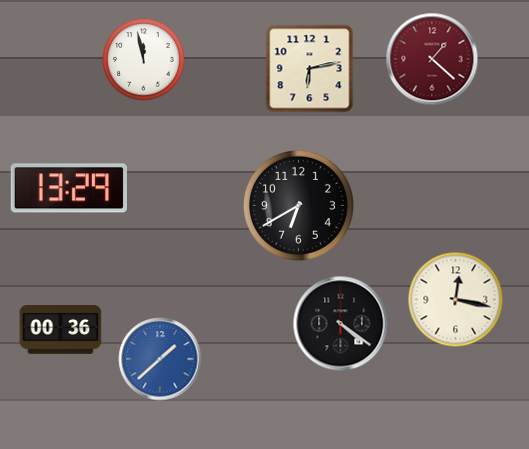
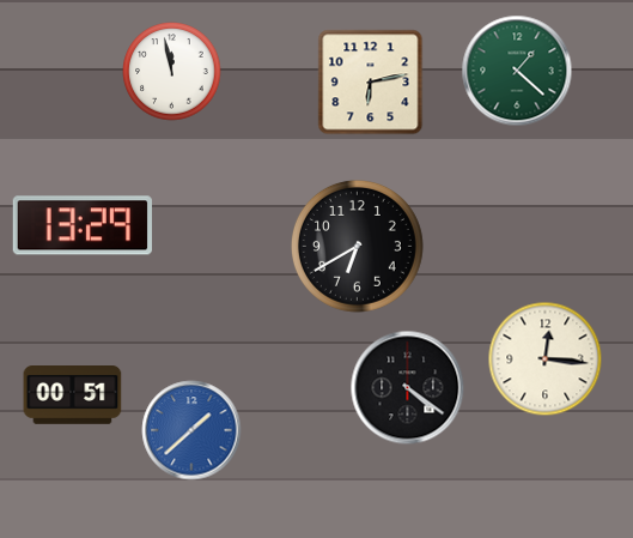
clock at (432, 59) dial: burgundy -> green
clock at (456, 300): 12:17 -> 12:16
clock at (61, 330): 00:36 -> 00:51
